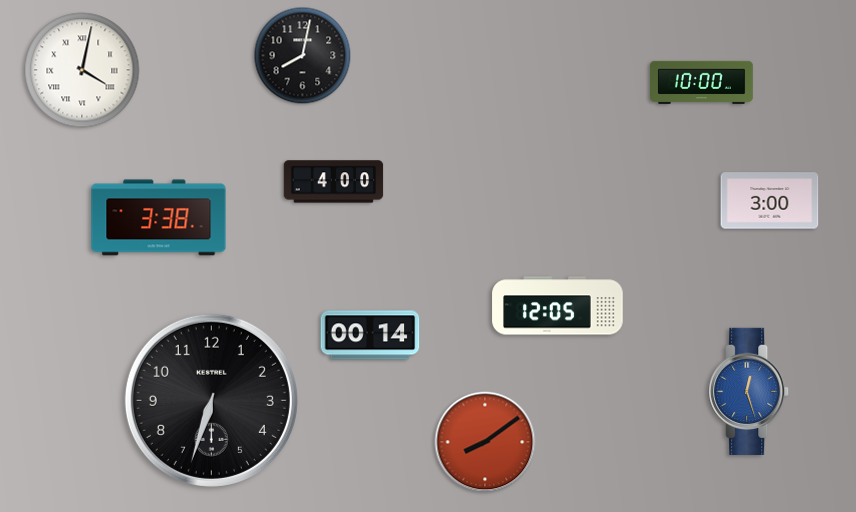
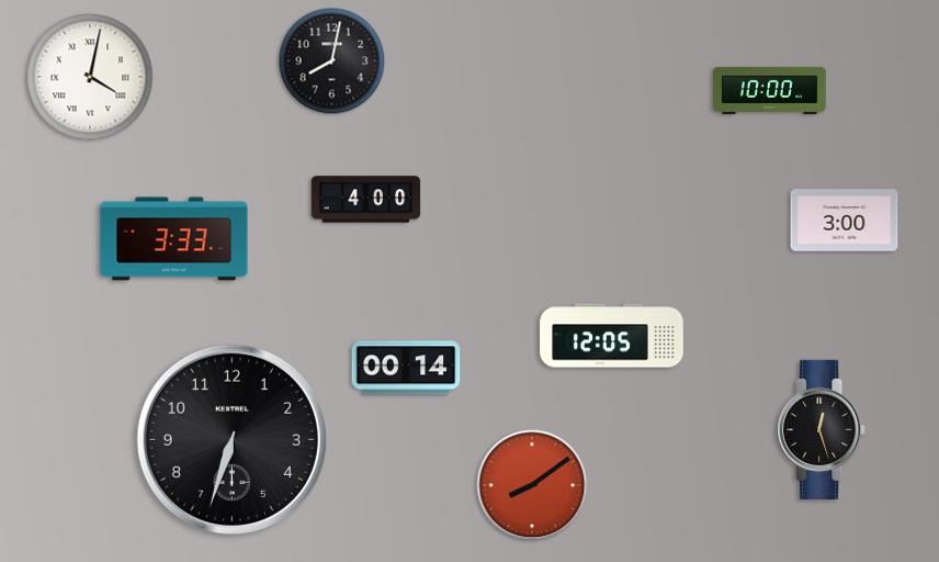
clock at (159, 218): 3:38 -> 3:33
clock at (749, 391) dial: blue -> black
